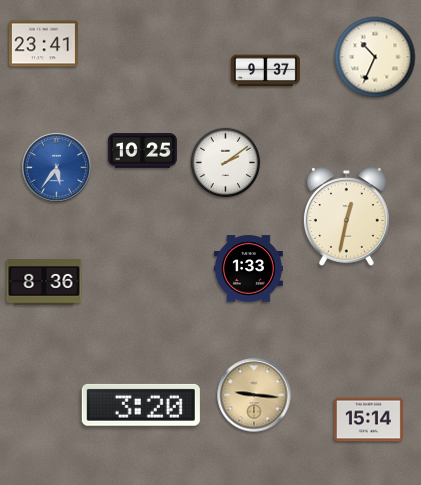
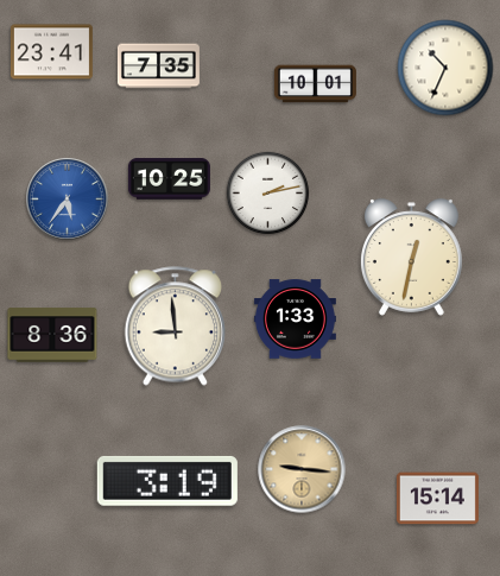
clock at (158, 67): none -> 7:35
clock at (265, 71): 9:37 -> 10:01
clock at (226, 163): 2:09 -> 2:13
clock at (175, 327): none -> 8:59
clock at (141, 405): 3:20 -> 3:19
